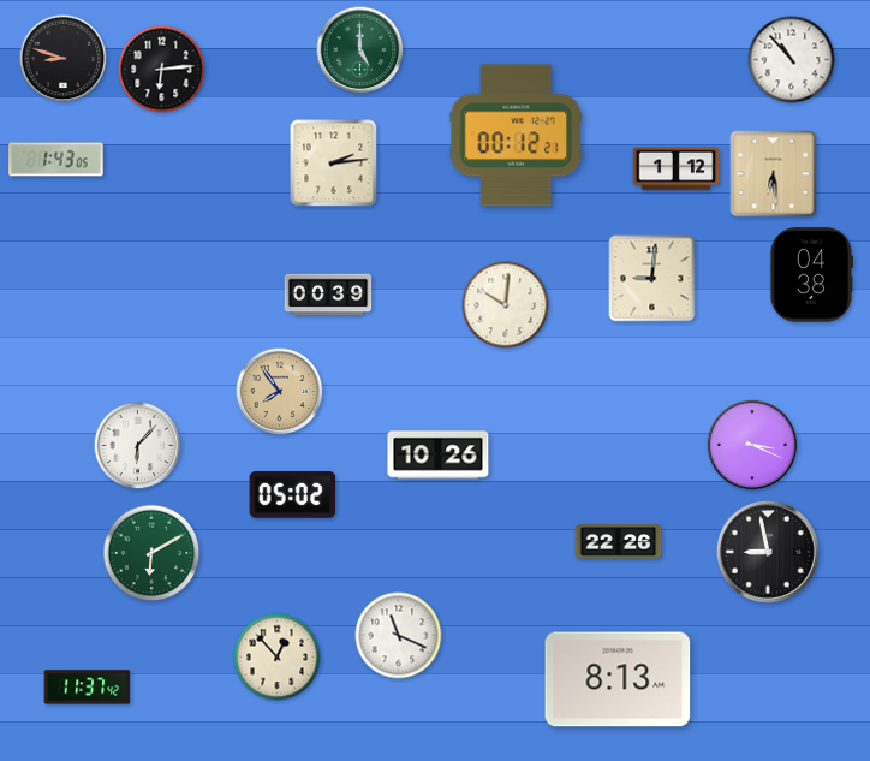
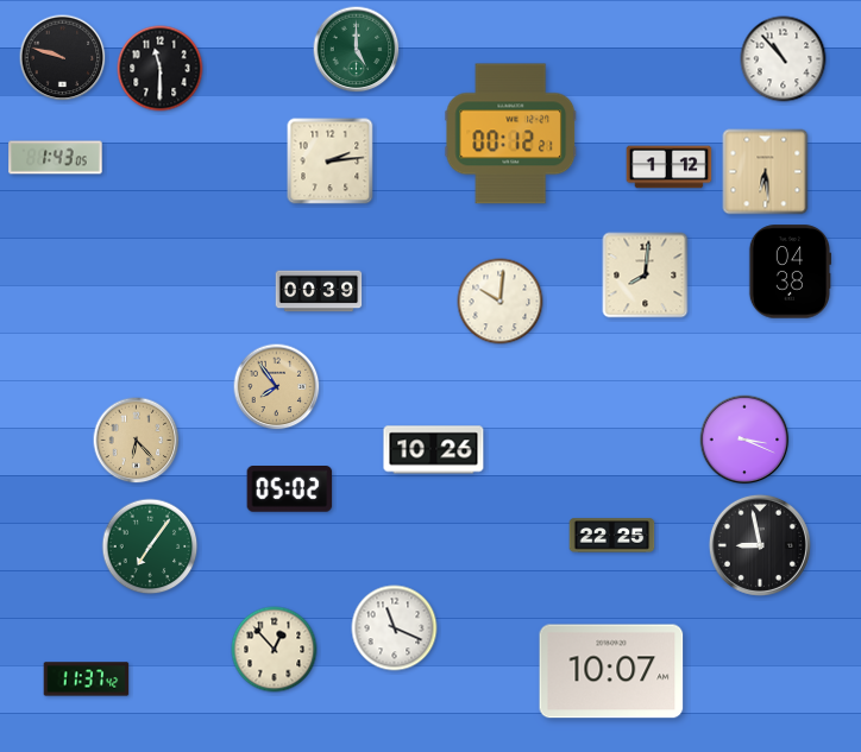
clock at (64, 59): 8:48 -> 9:48
clock at (162, 70): 6:14 -> 11:30
clock at (810, 275) position: (810, 275) -> (788, 272)
clock at (652, 279): 9:01 -> 8:01
clock at (328, 295) position: (328, 295) -> (319, 291)
clock at (138, 446): 6:07 -> 6:23
clock at (138, 446) dial: white -> champagne
clock at (619, 542): 22:26 -> 22:25
clock at (151, 553): 6:10 -> 7:06
clock at (618, 679): 8:13 -> 10:07
